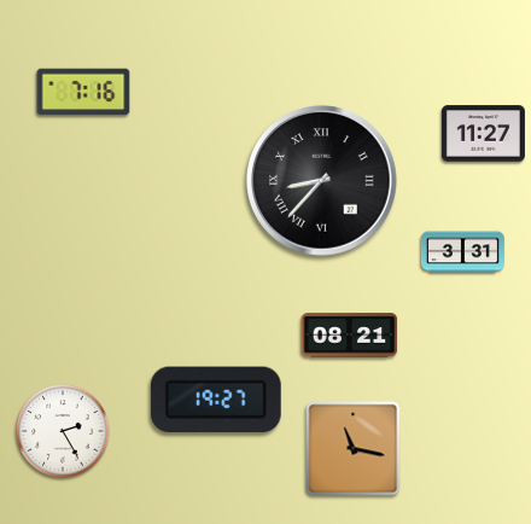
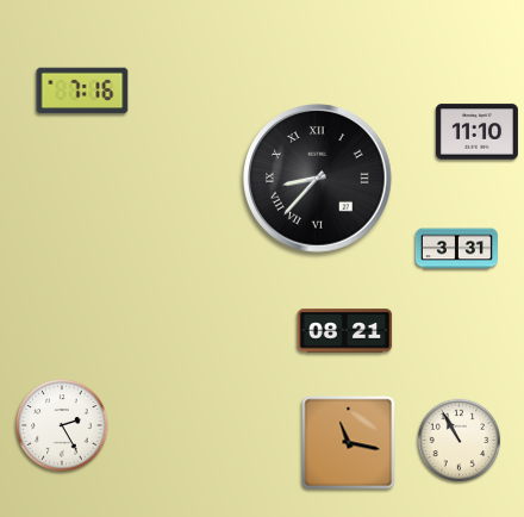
clock at (483, 134): 11:27 -> 11:10
clock at (216, 400): 19:27 -> none
clock at (460, 441): none -> 10:55
